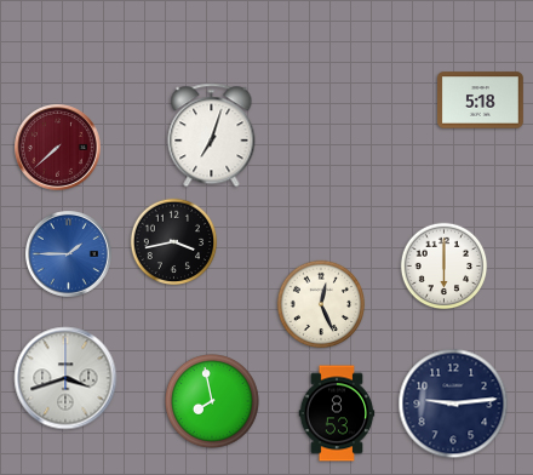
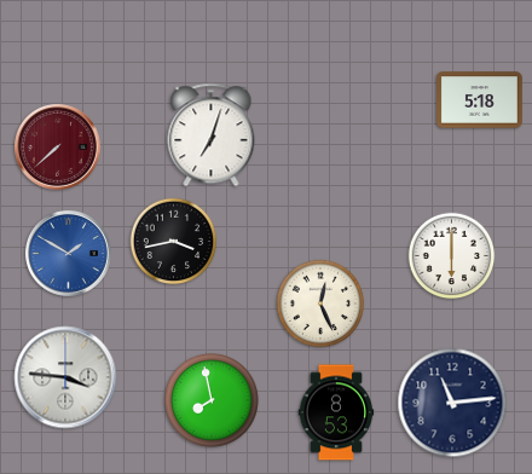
clock at (69, 254): 1:45 -> 1:50
clock at (445, 267) position: (445, 267) -> (452, 256)
clock at (65, 378): 3:42 -> 3:46
clock at (453, 404): 9:14 -> 11:14
